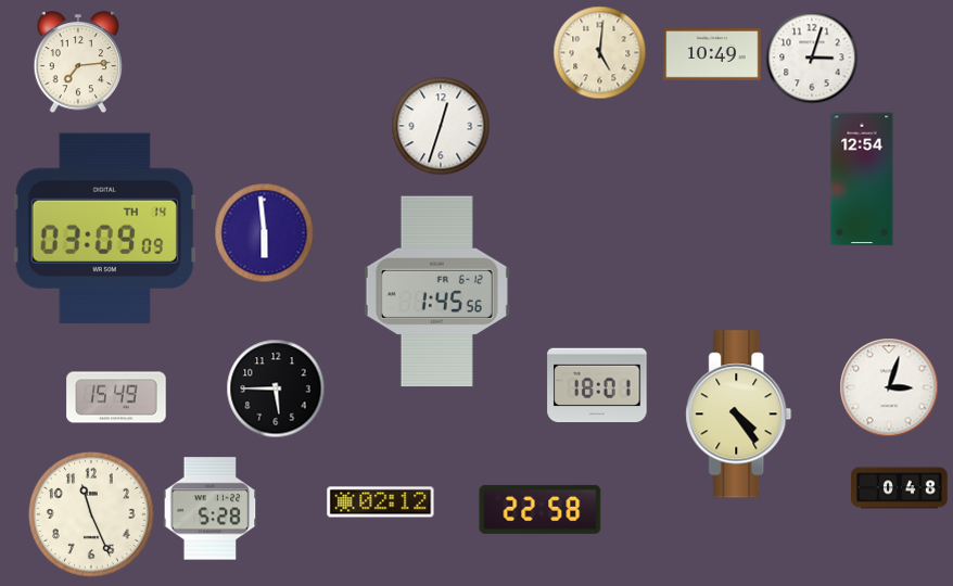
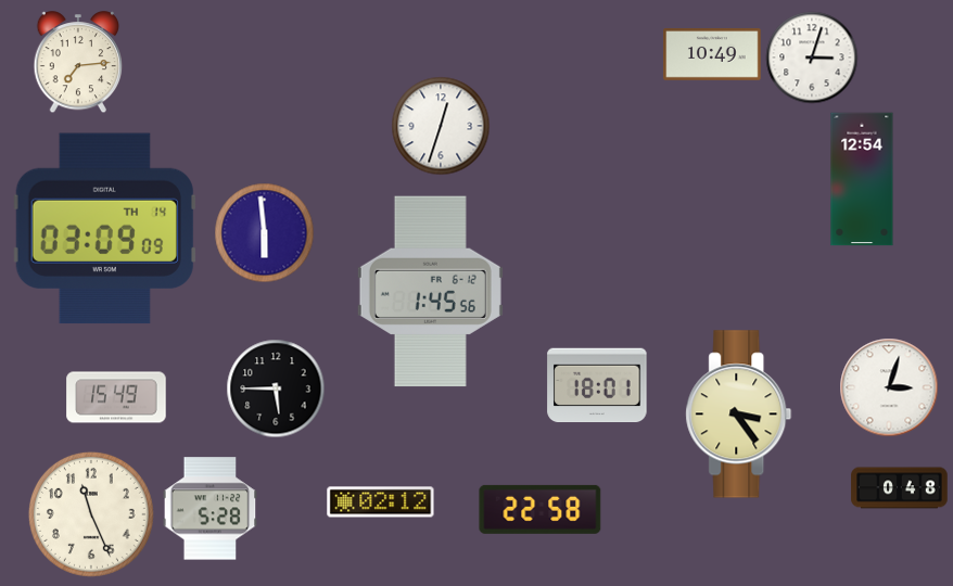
clock at (599, 52): 5:01 -> none
clock at (436, 292) position: (436, 292) -> (430, 292)
clock at (739, 415): 4:24 -> 3:24
